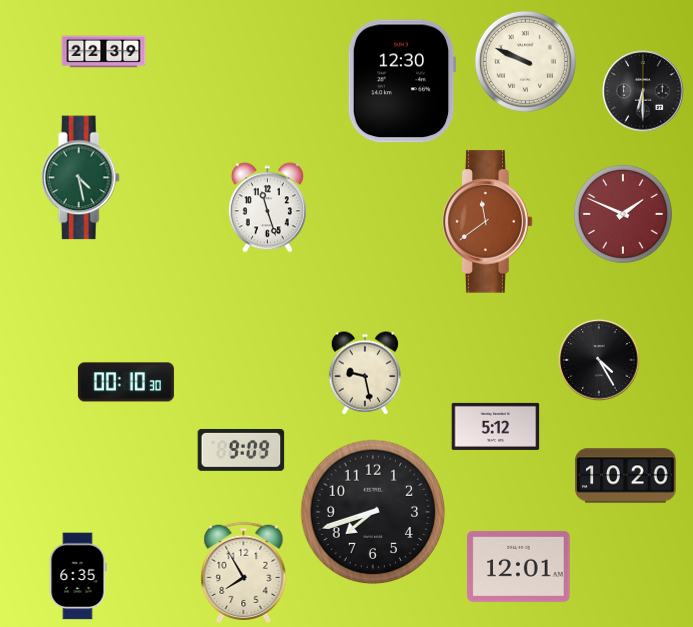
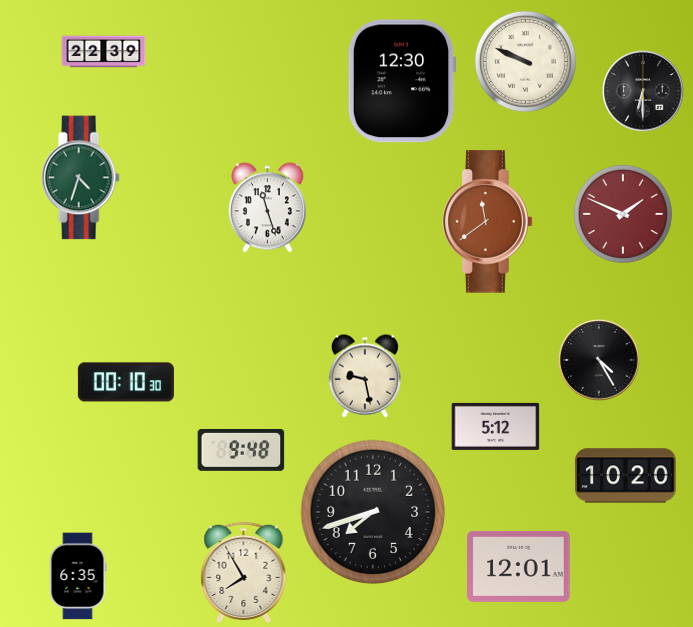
clock at (80, 178): 4:28 -> 4:33
clock at (365, 373) position: (365, 373) -> (365, 376)
clock at (241, 450): 9:09 -> 9:48
